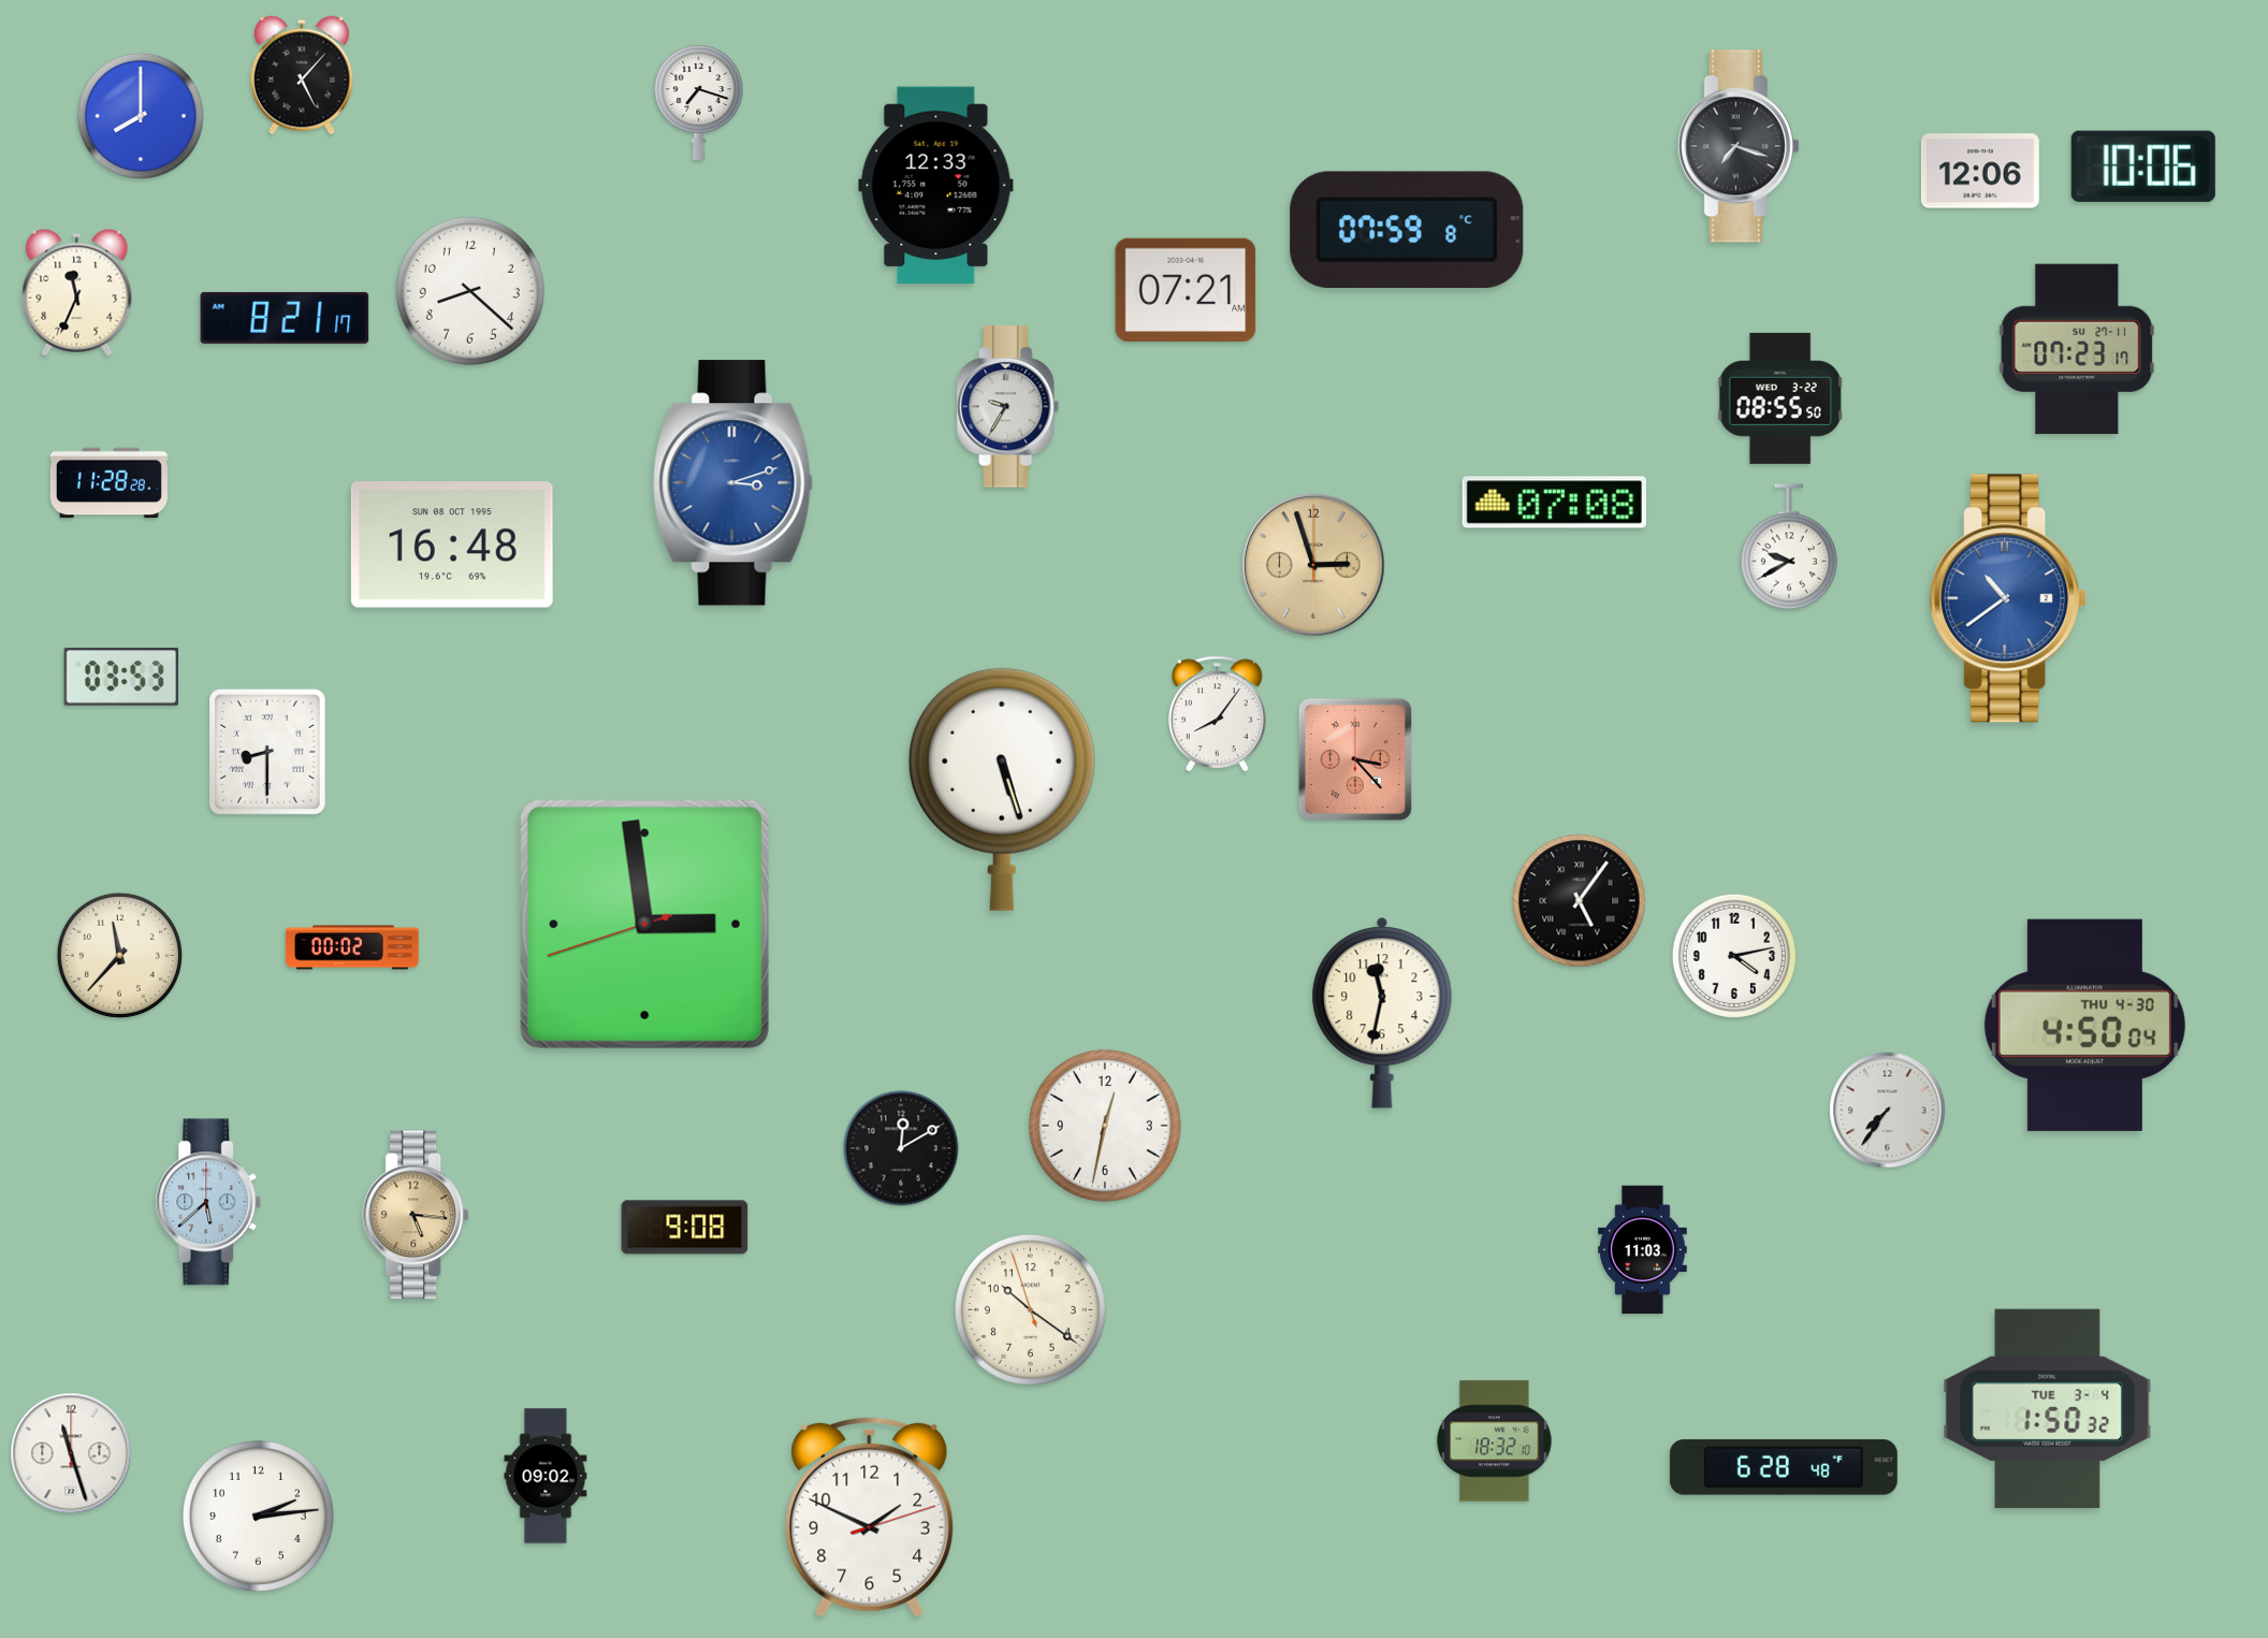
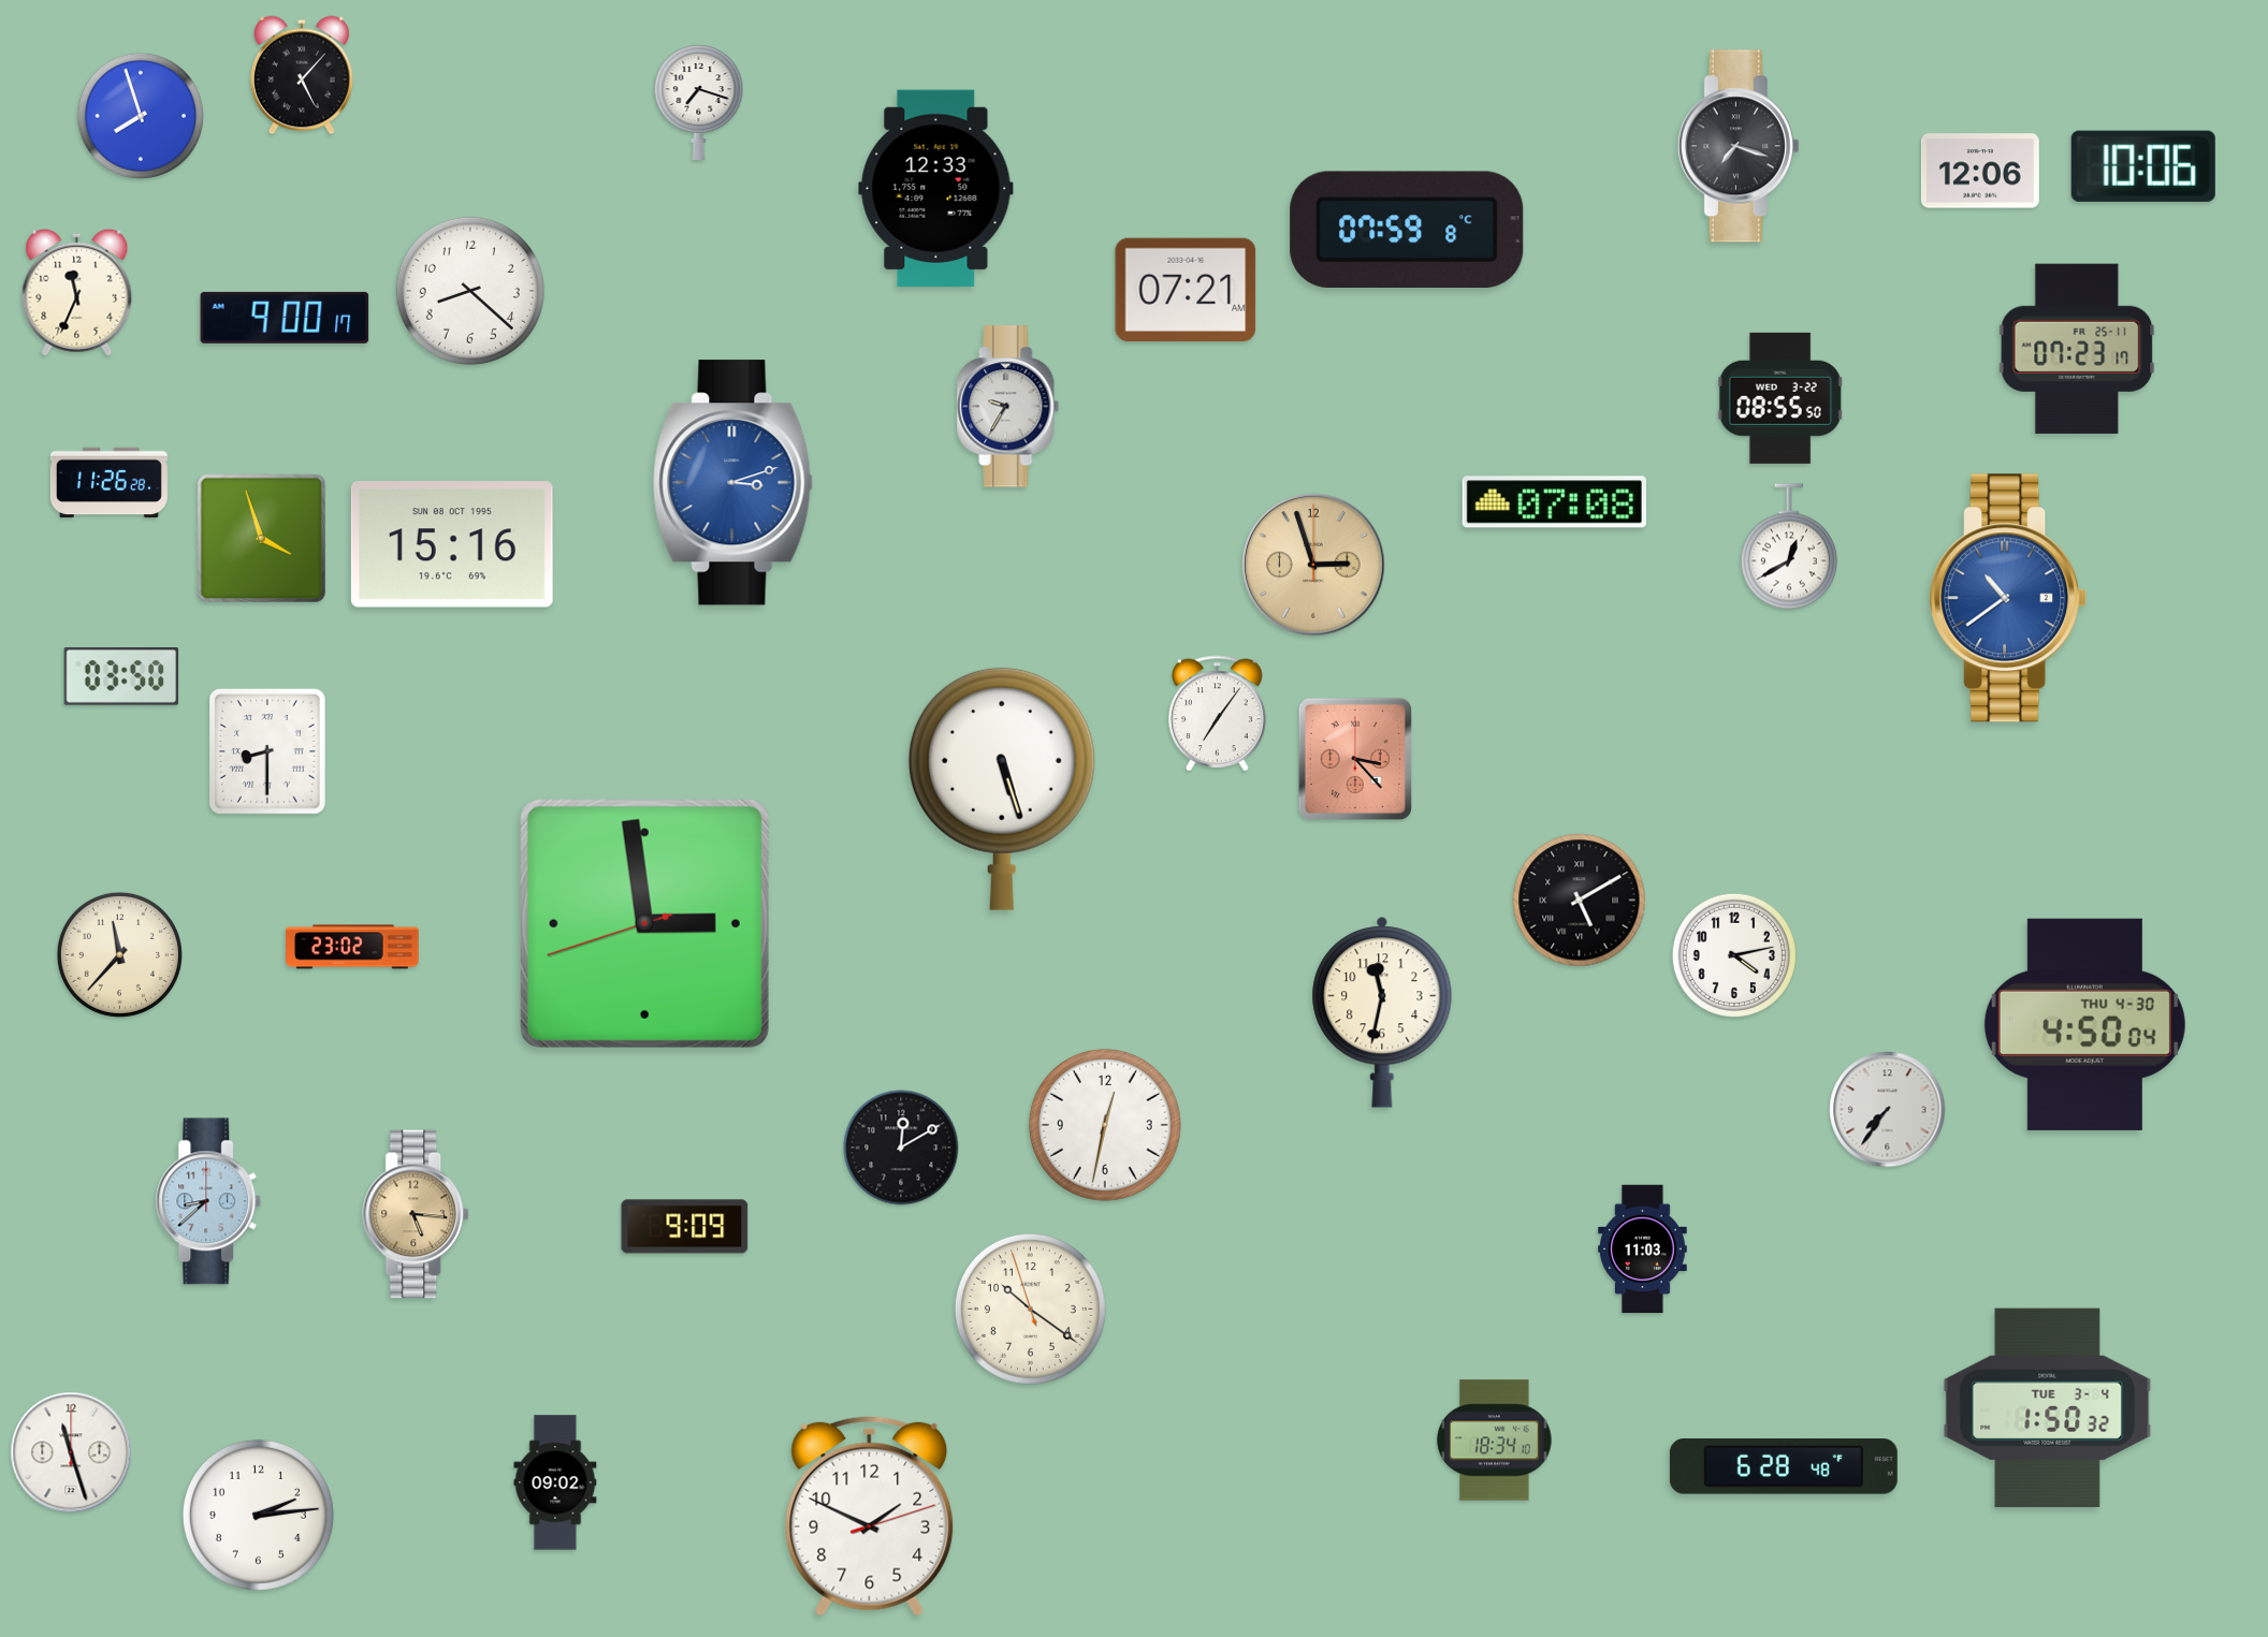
clock at (141, 116): 8:00 -> 7:57
clock at (936, 185) position: (936, 185) -> (936, 188)
clock at (285, 318): 8:21 -> 9:00
clock at (2077, 349) date: SU 27-11 -> FR 25-11
clock at (108, 483): 11:28 -> 11:26
clock at (261, 538): none -> 3:57
clock at (452, 545): 16:48 -> 15:16
clock at (1789, 547): 9:40 -> 12:40
clock at (121, 677): 03:53 -> 03:50
clock at (1218, 714): 8:06 -> 7:06
clock at (1580, 901): 5:06 -> 5:10
clock at (352, 947): 00:02 -> 23:02
clock at (208, 1202): 5:38 -> 8:38
clock at (685, 1228): 9:08 -> 9:09
clock at (1495, 1441): 18:32 -> 18:34
clock at (546, 1476) position: (546, 1476) -> (555, 1482)
